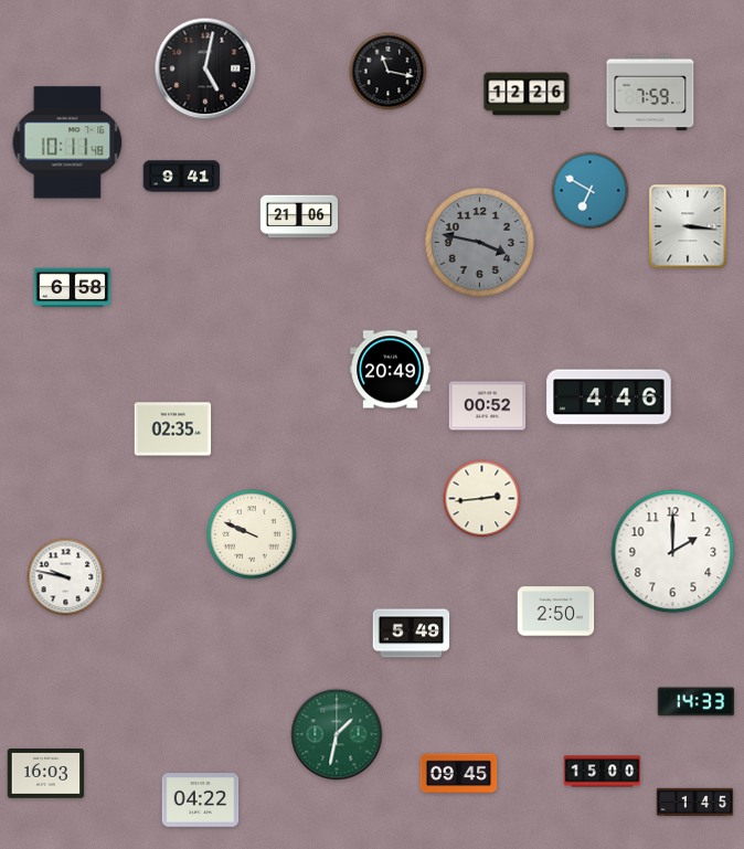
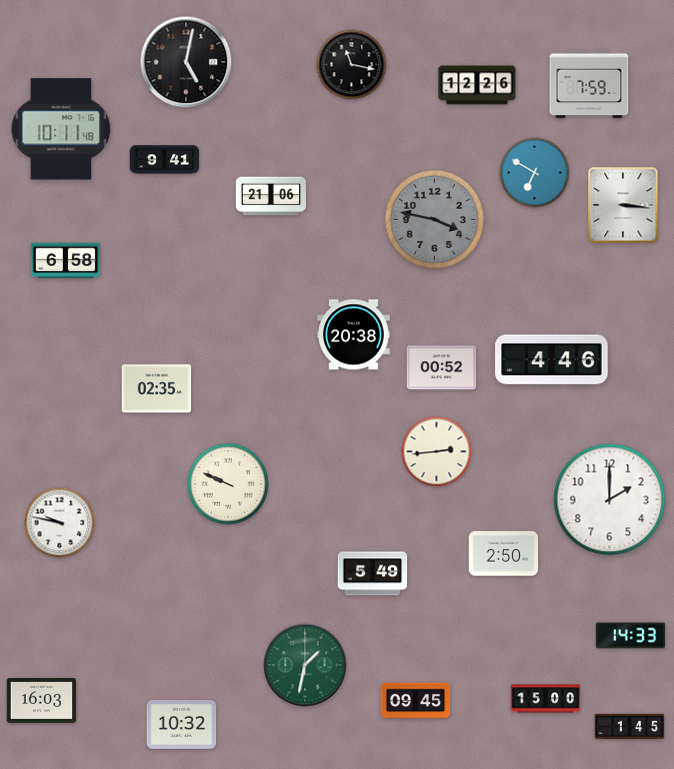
clock at (391, 370): 20:49 -> 20:38
clock at (201, 800): 04:22 -> 10:32
